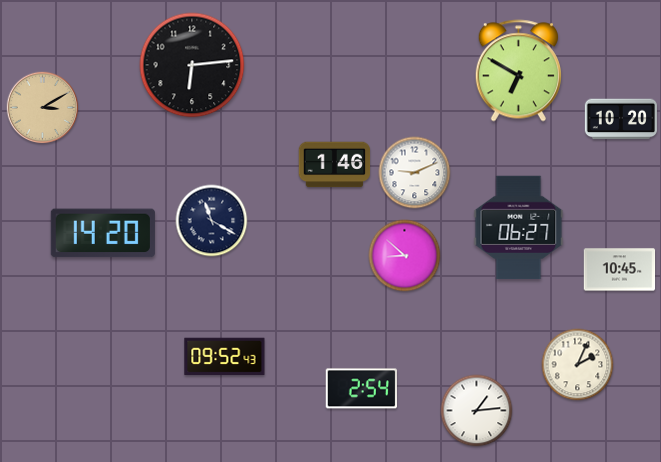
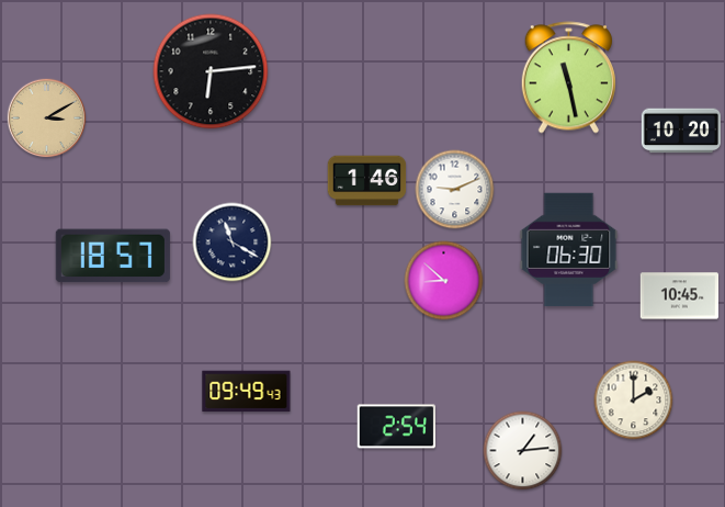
clock at (518, 71): 6:50 -> 11:28
clock at (519, 228): 06:27 -> 06:30
clock at (103, 233): 14:20 -> 18:57
clock at (225, 357): 09:52 -> 09:49
clock at (578, 365): 2:04 -> 2:00
